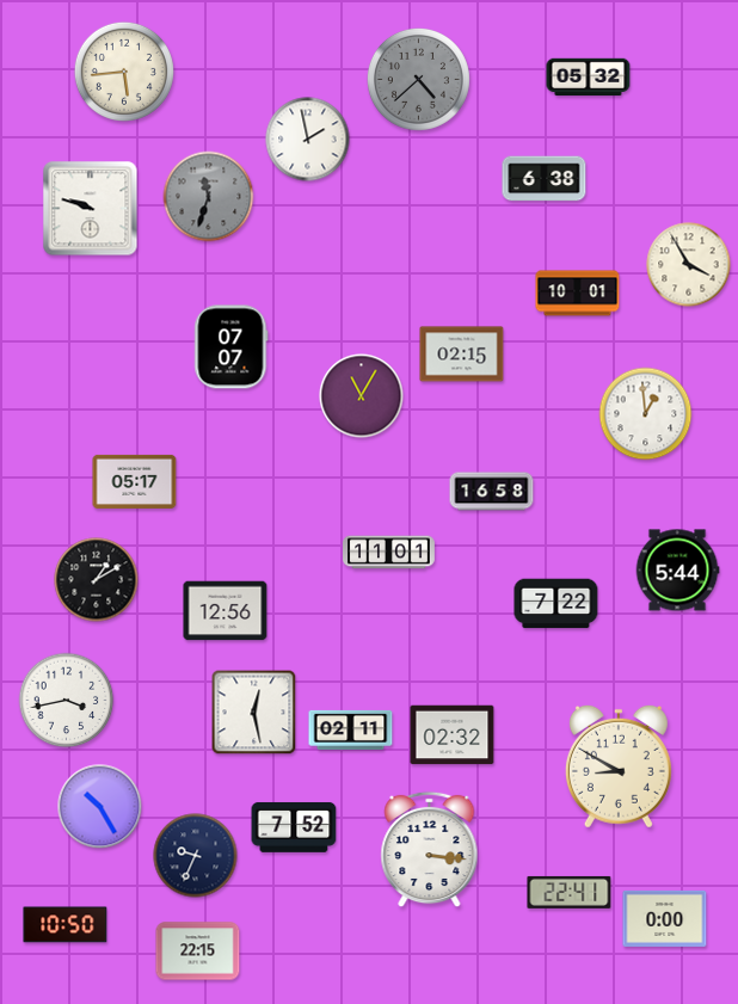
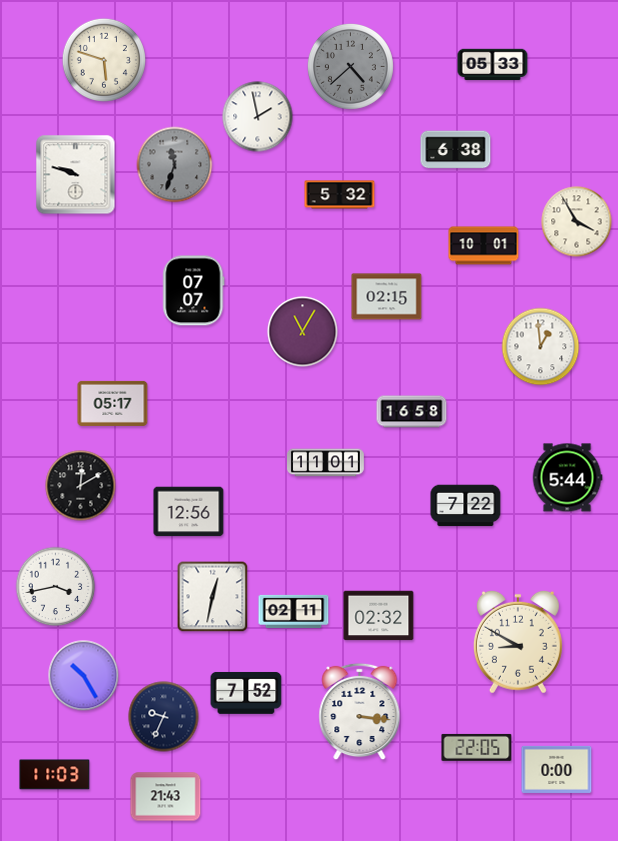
clock at (124, 72): 5:44 -> 5:48
clock at (589, 78): 05:32 -> 05:33
clock at (340, 195): none -> 5:32
clock at (97, 580): 1:10 -> 12:10
clock at (254, 713): 12:28 -> 12:32
clock at (570, 892): 22:41 -> 22:05
clock at (66, 925): 10:50 -> 11:03
clock at (198, 951): 22:15 -> 21:43
